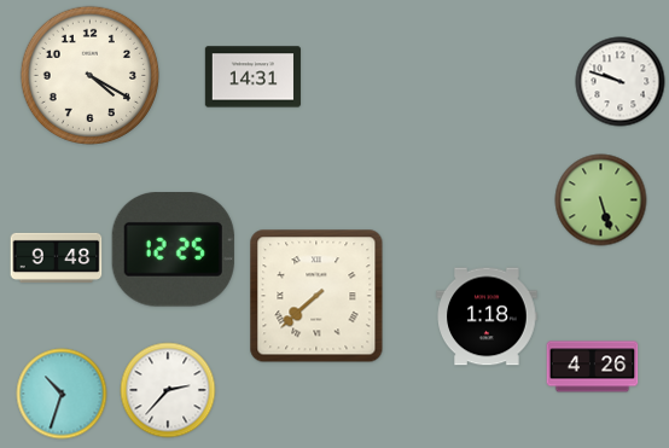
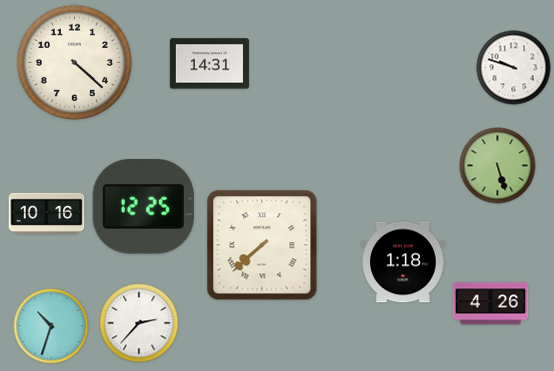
clock at (89, 75): 4:20 -> 4:22
clock at (57, 257): 9:48 -> 10:16
